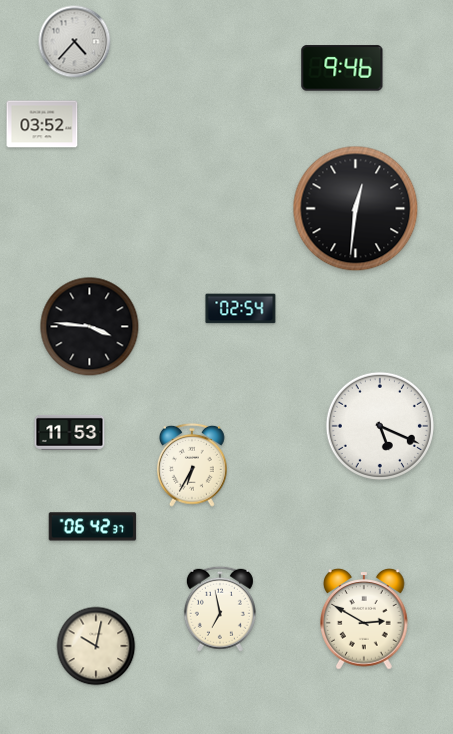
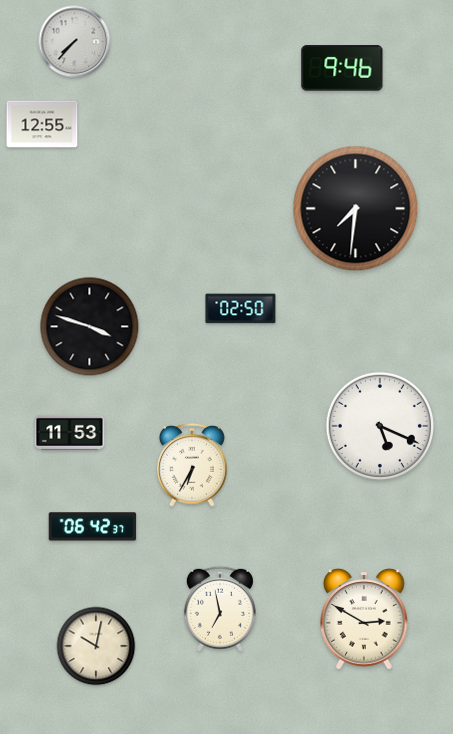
clock at (75, 42): 4:37 -> 7:37
clock at (42, 124): 03:52 -> 12:55
clock at (356, 209): 12:31 -> 7:31
clock at (241, 309): 02:54 -> 02:50
clock at (90, 327): 3:46 -> 3:48
